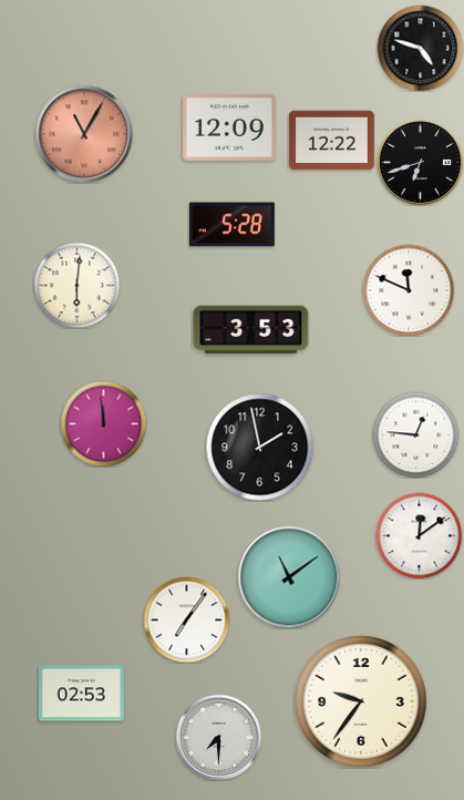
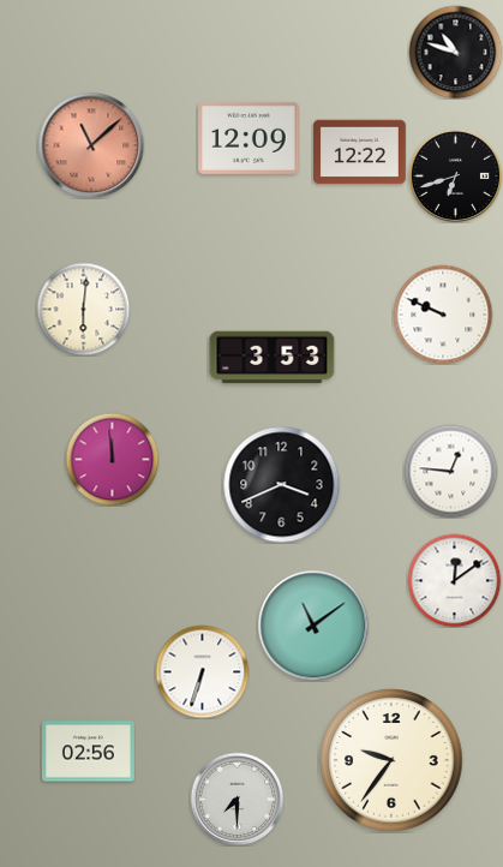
clock at (420, 48): 4:48 -> 10:48
clock at (84, 134): 11:05 -> 11:08
clock at (231, 225): 5:28 -> none
clock at (409, 290): 11:49 -> 9:49
clock at (259, 447): 1:58 -> 3:41
clock at (186, 619): 7:06 -> 6:33
clock at (81, 694): 02:53 -> 02:56
